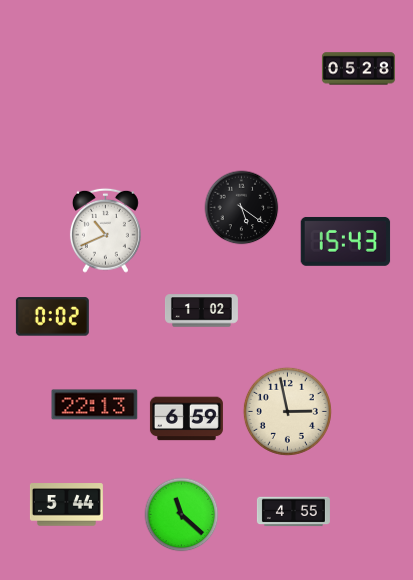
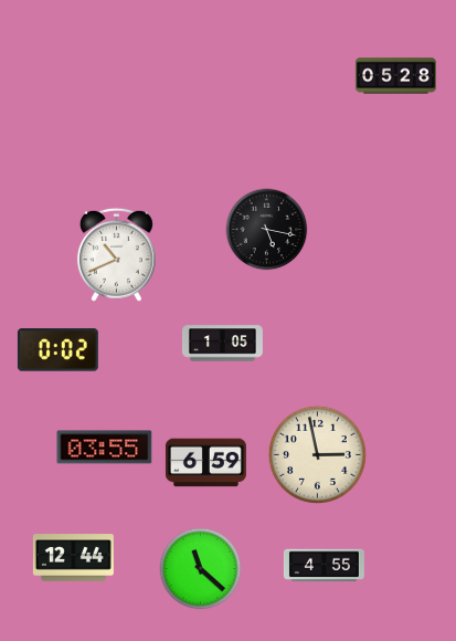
clock at (242, 208): 5:21 -> 5:17
clock at (346, 242): 15:43 -> none
clock at (201, 311): 1:02 -> 1:05
clock at (95, 405): 22:13 -> 03:55
clock at (66, 505): 5:44 -> 12:44
